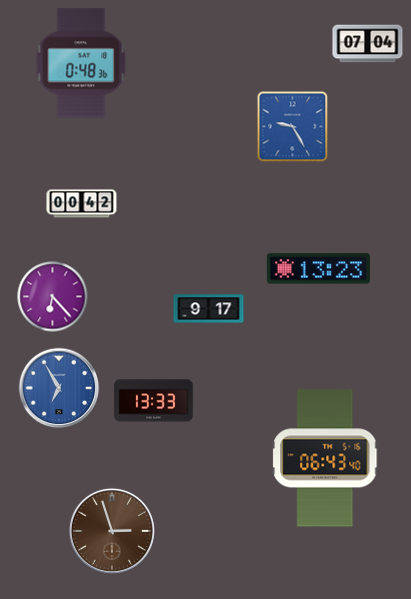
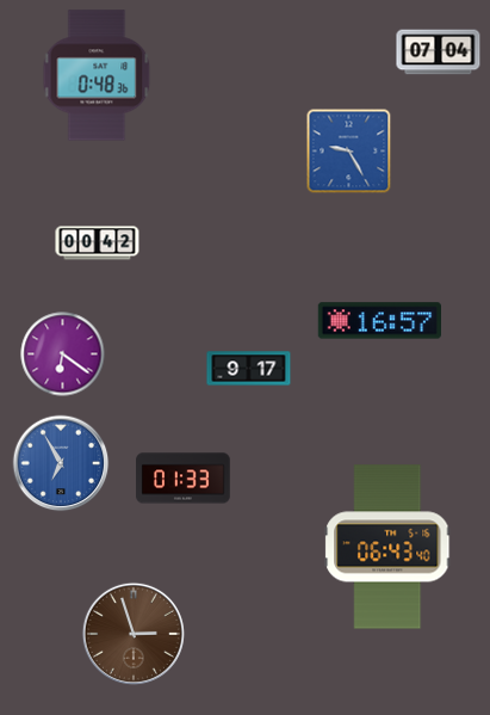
clock at (318, 269): 13:23 -> 16:57
clock at (53, 297): 6:23 -> 6:21
clock at (59, 388) position: (59, 388) -> (61, 463)
clock at (154, 401): 13:33 -> 01:33
